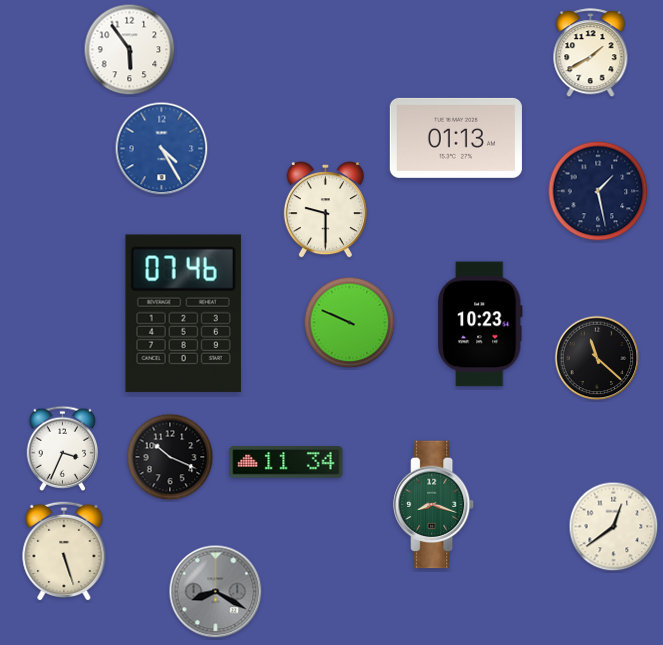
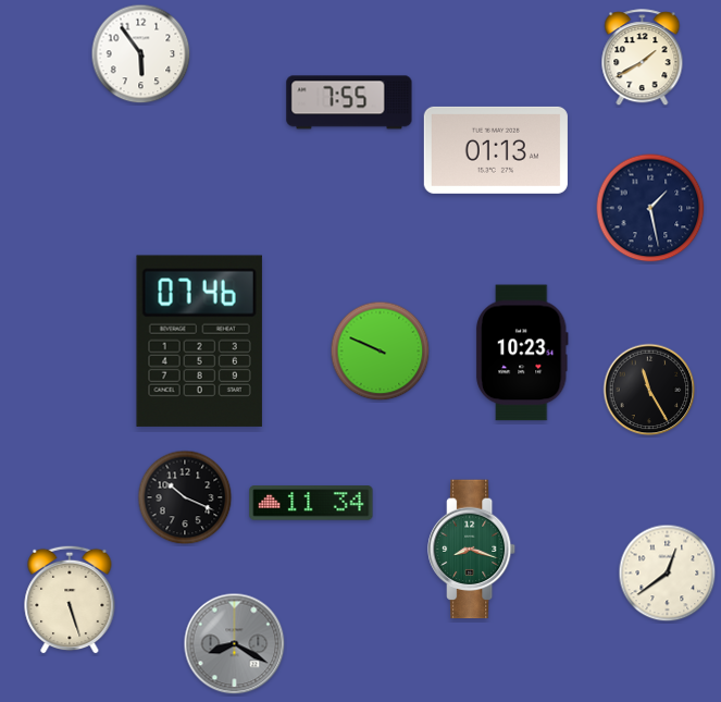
clock at (349, 102): none -> 7:55
clock at (162, 149): 4:25 -> none
clock at (325, 210): 9:30 -> none
clock at (597, 358): 11:22 -> 11:25
clock at (63, 448): 3:34 -> none
